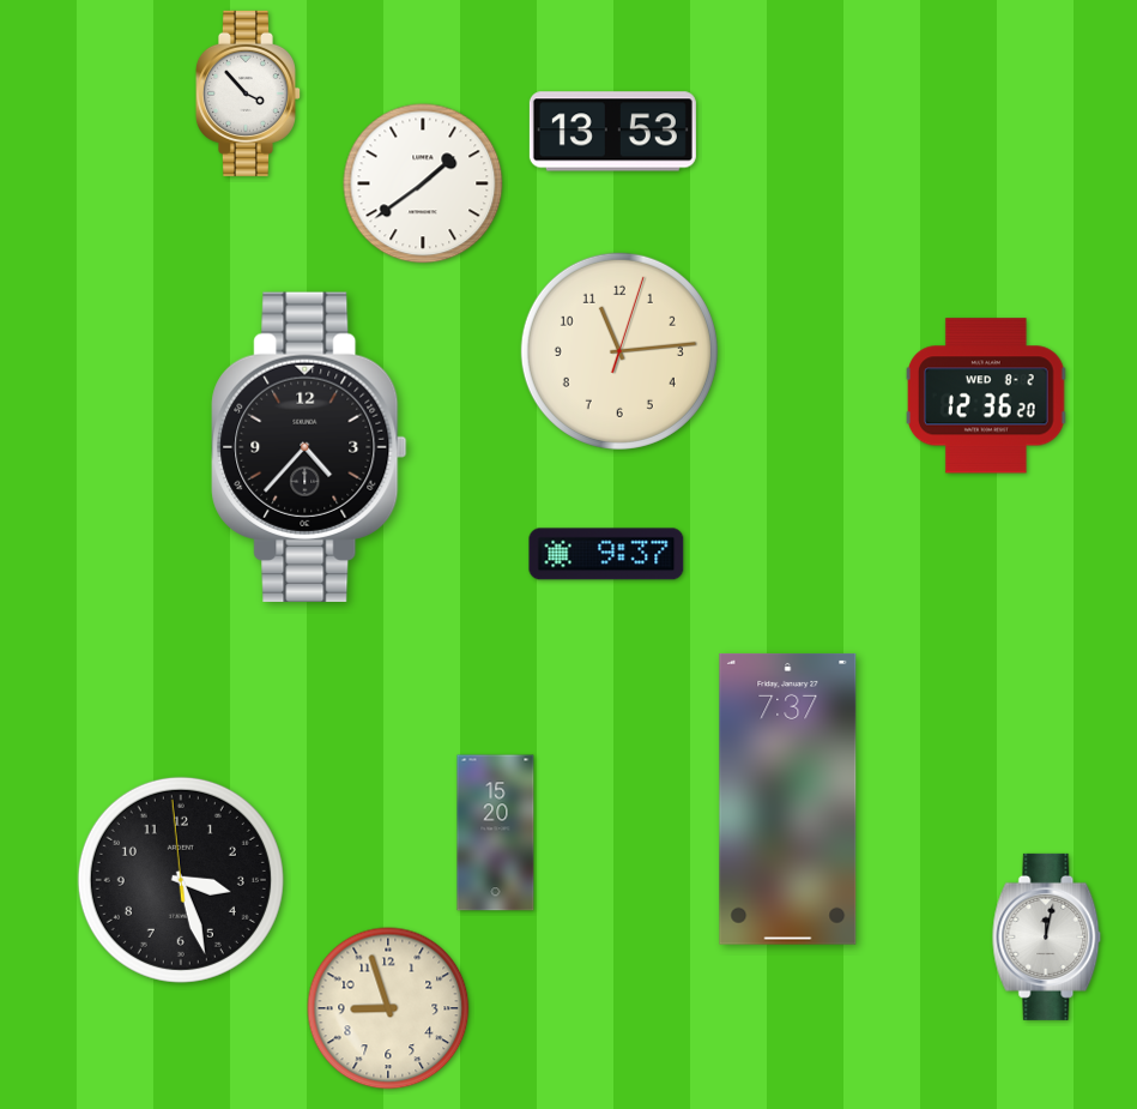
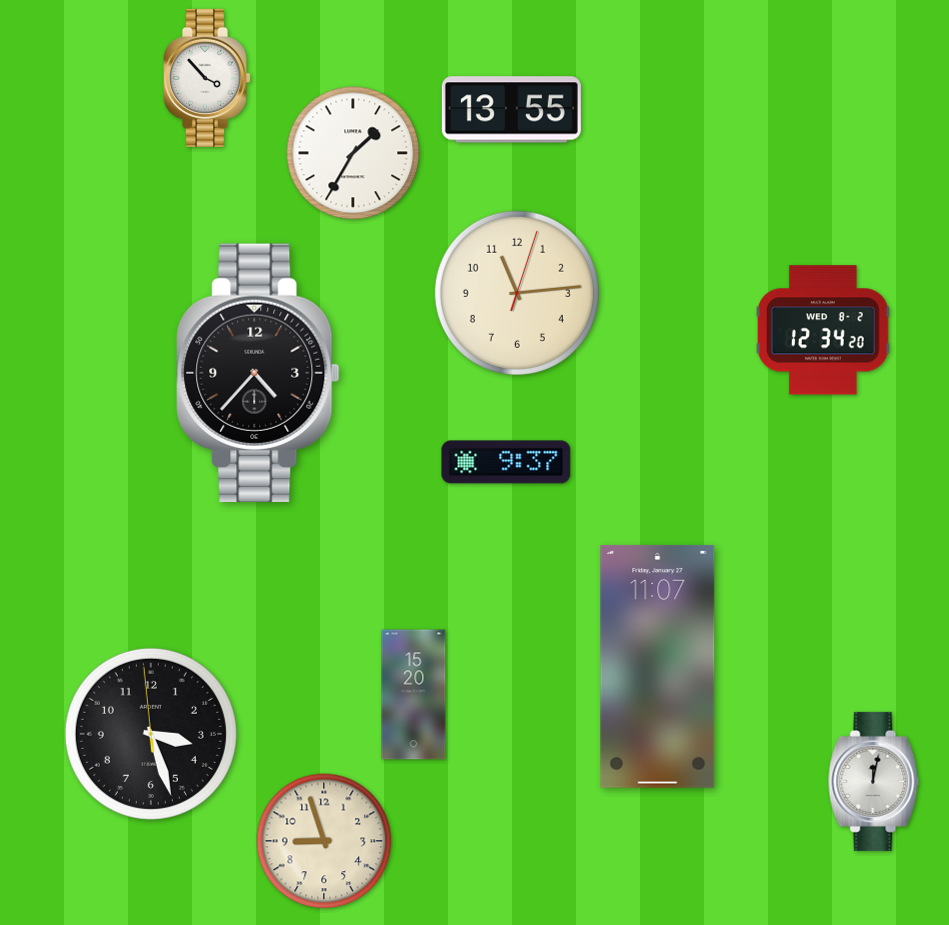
clock at (612, 132): 13:53 -> 13:55
clock at (423, 183): 1:39 -> 1:35
clock at (987, 396): 12:36 -> 12:34
clock at (788, 798): 7:37 -> 11:07
